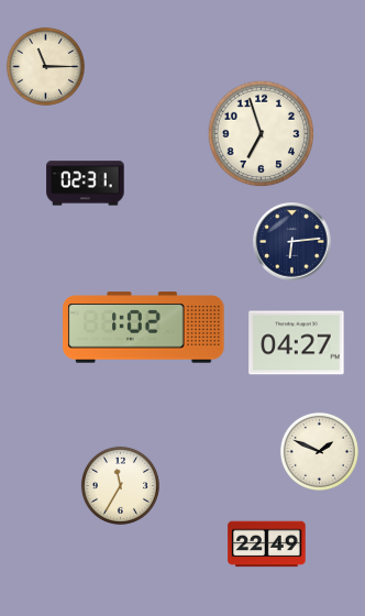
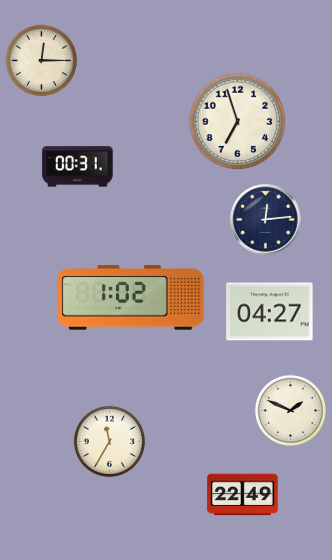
clock at (45, 66): 11:15 -> 12:15
clock at (86, 184): 02:31 -> 00:31
clock at (292, 242): 6:14 -> 12:14
